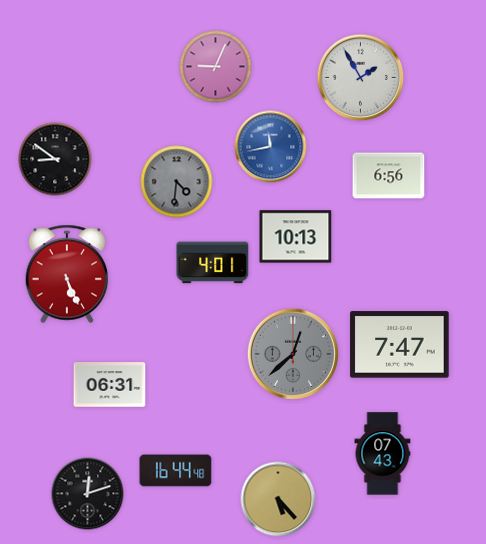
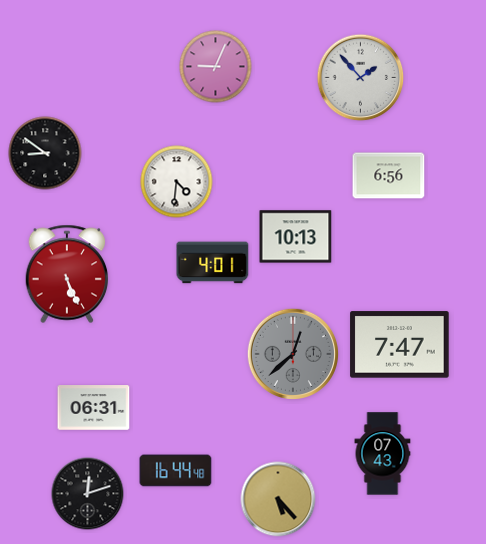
clock at (361, 78): 1:55 -> 1:53
clock at (271, 147): 11:43 -> none
clock at (55, 159) position: (55, 159) -> (45, 153)
clock at (177, 182) dial: grey -> white
clock at (110, 385) position: (110, 385) -> (94, 408)
